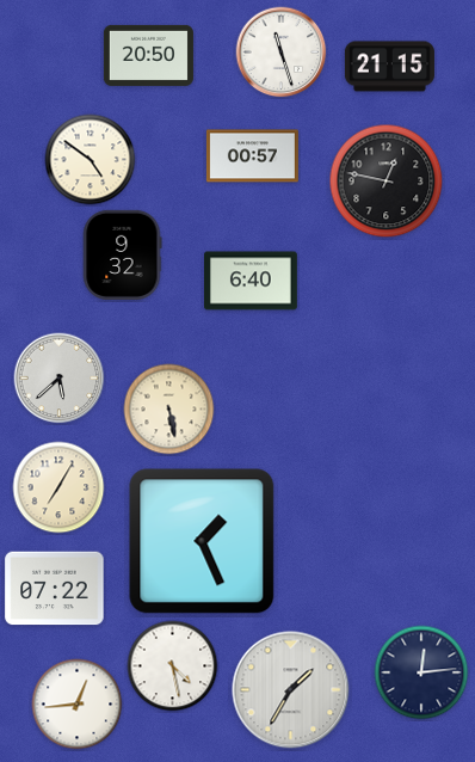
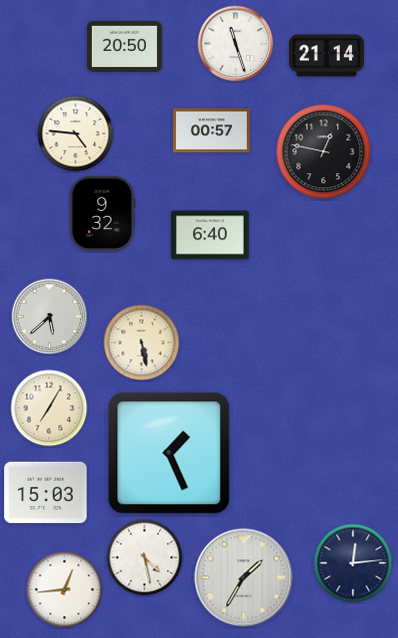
clock at (389, 67): 21:15 -> 21:14
clock at (91, 160): 4:51 -> 4:46
clock at (55, 589): 07:22 -> 15:03
